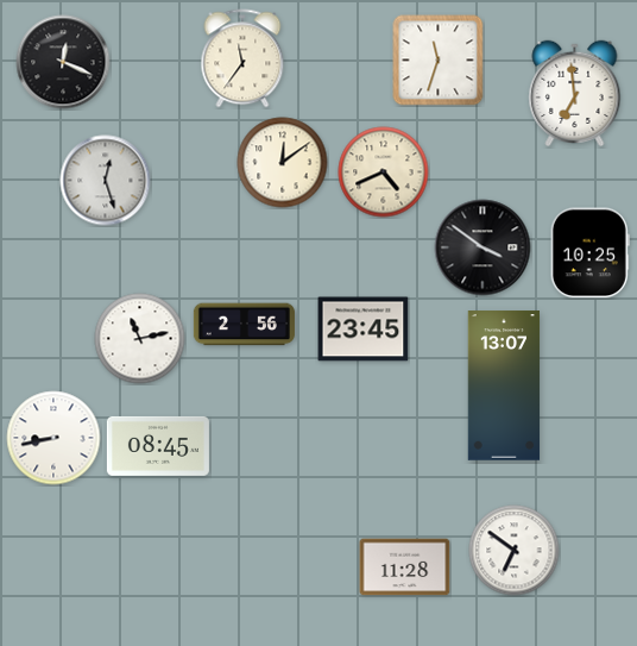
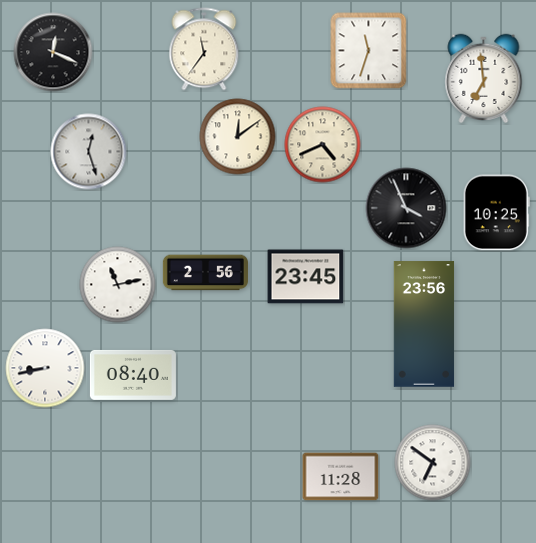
clock at (483, 247): 3:51 -> 3:56
clock at (504, 385): 13:07 -> 23:56
clock at (158, 446): 08:45 -> 08:40
